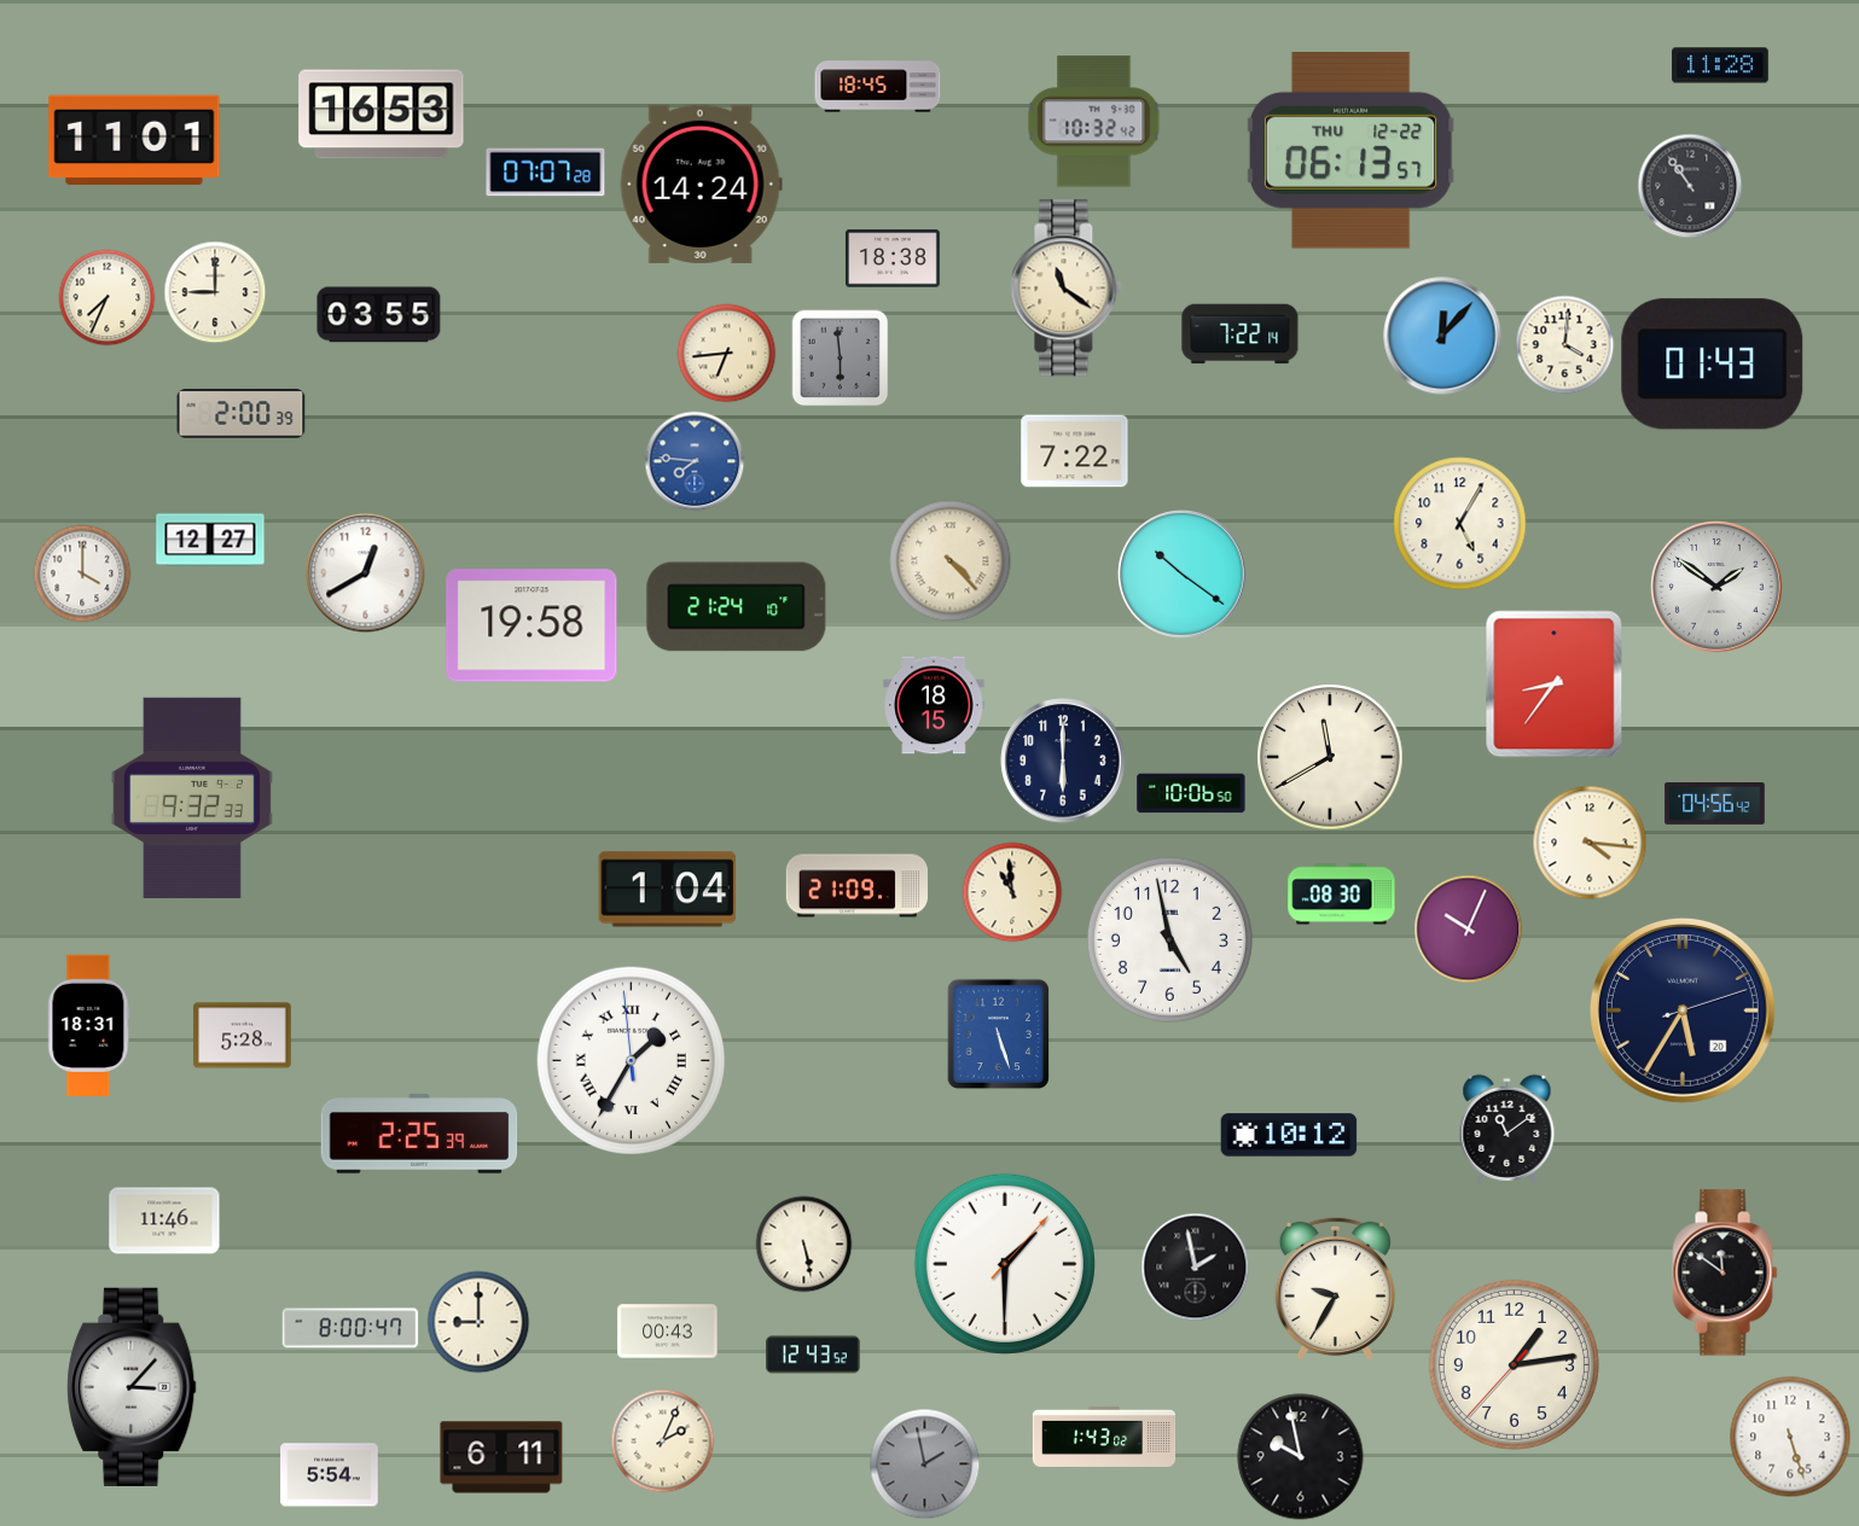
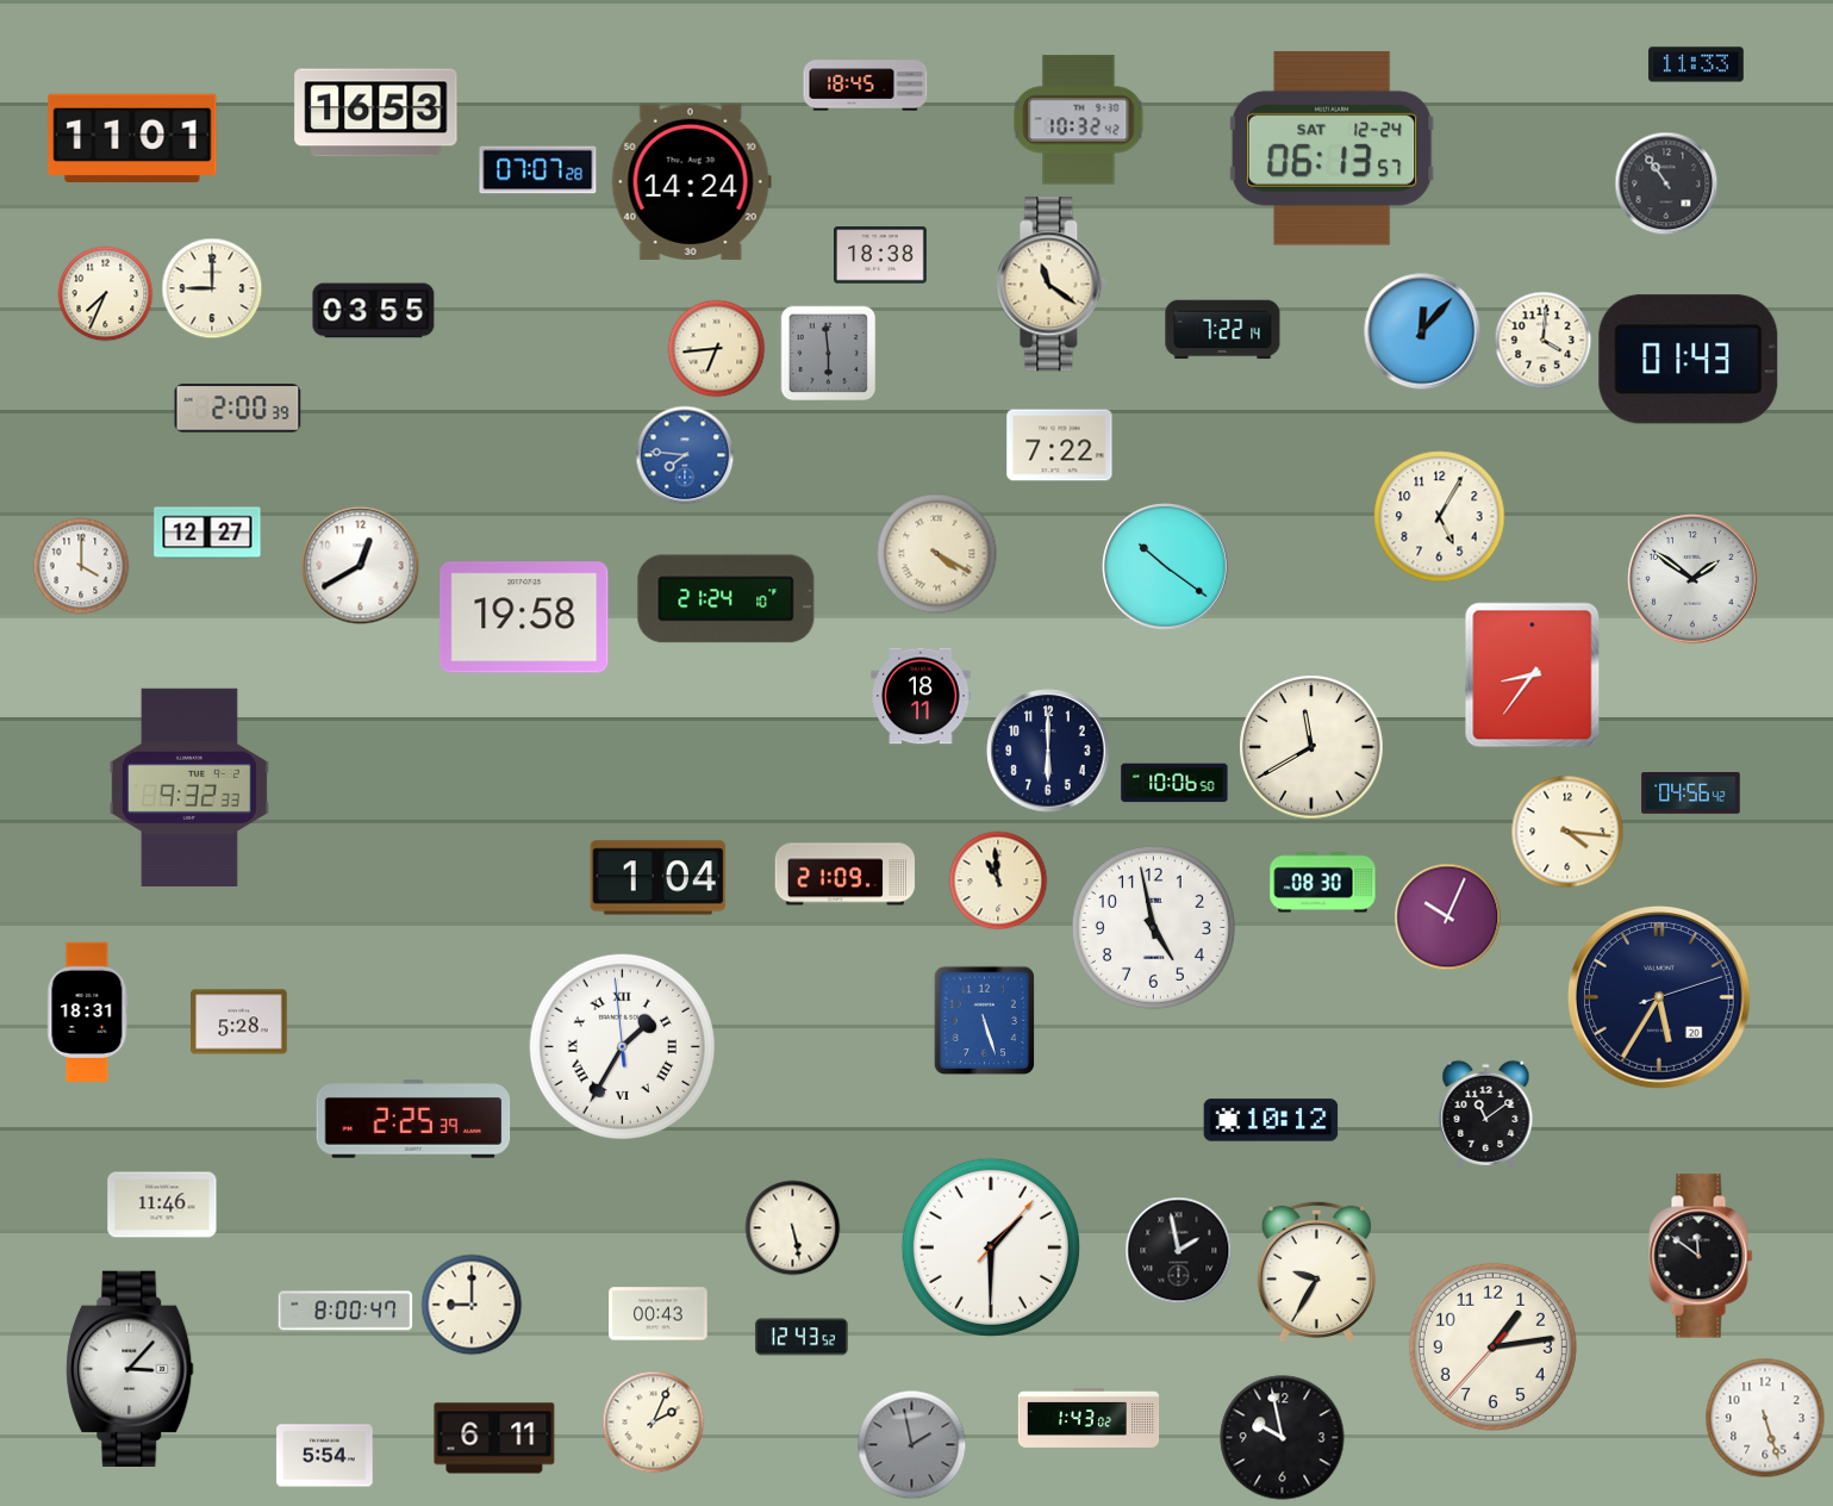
clock at (1720, 65): 11:28 -> 11:33
clock at (1350, 150) date: THU 12-22 -> SAT 12-24
clock at (951, 561): 4:23 -> 4:20
clock at (934, 705): 18:15 -> 18:11
